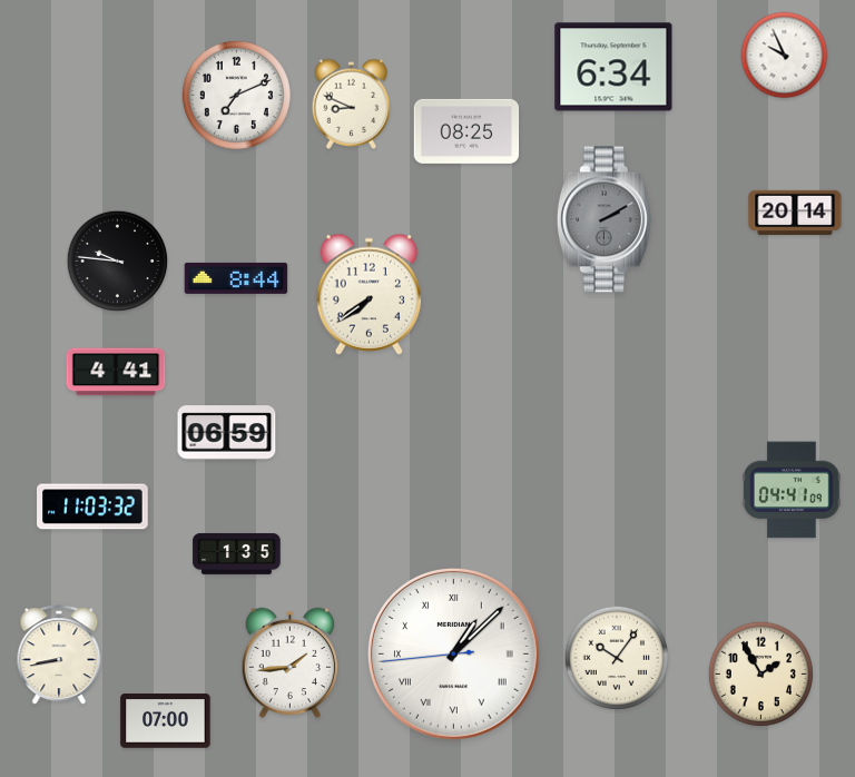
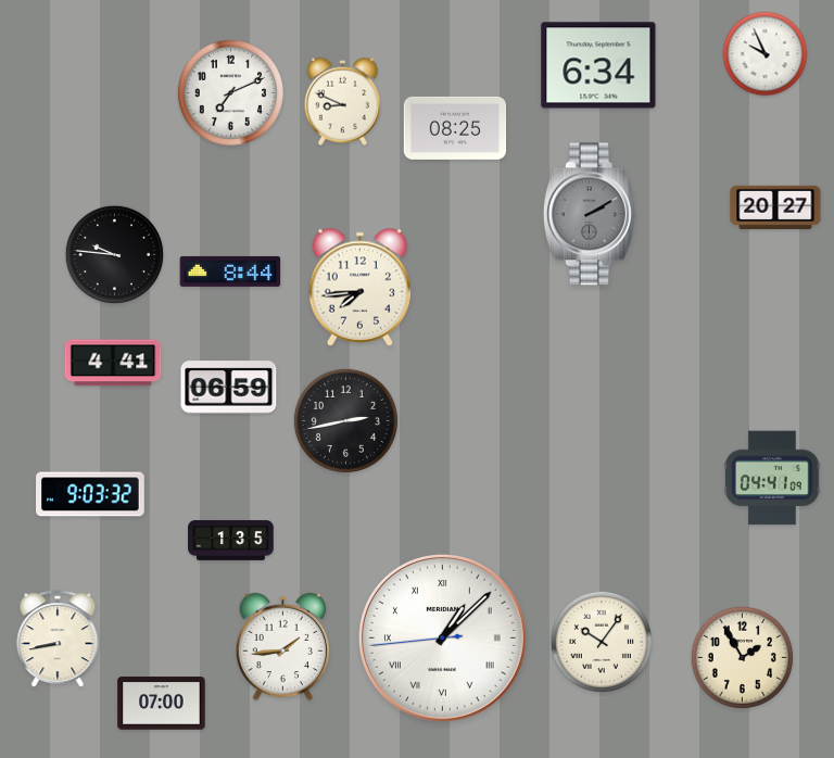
clock at (795, 212): 20:14 -> 20:27
clock at (368, 294): 7:39 -> 7:44
clock at (345, 420): none -> 2:43
clock at (227, 433) position: (227, 433) -> (229, 388)
clock at (92, 506): 11:03 -> 9:03
